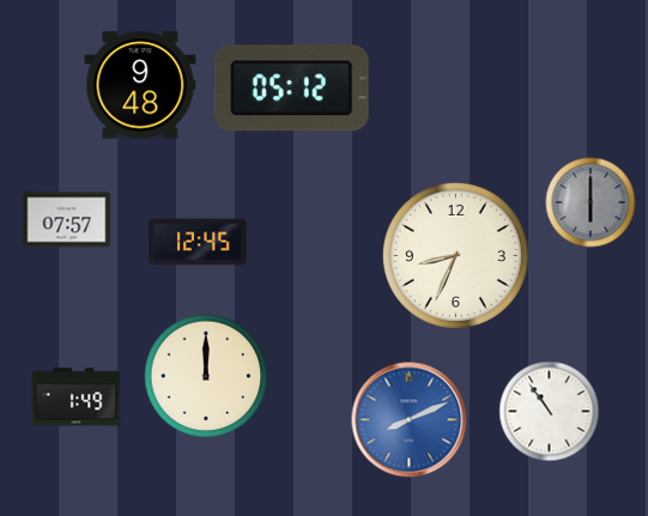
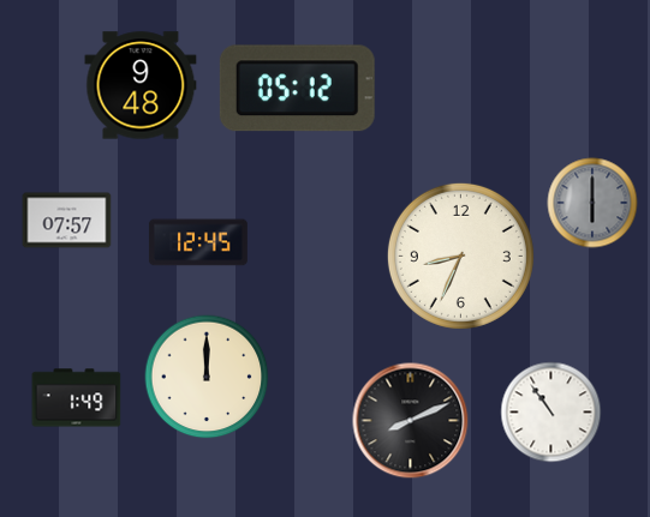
clock at (291, 89) position: (291, 89) -> (297, 89)
clock at (455, 255) position: (455, 255) -> (460, 256)
clock at (410, 420) dial: blue -> black
